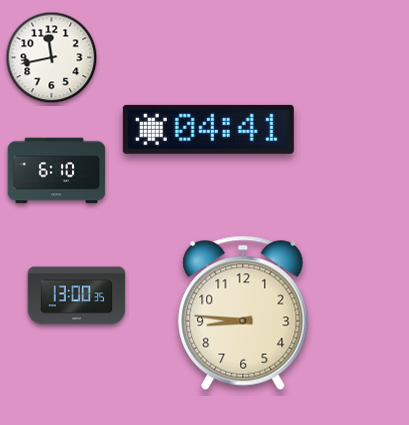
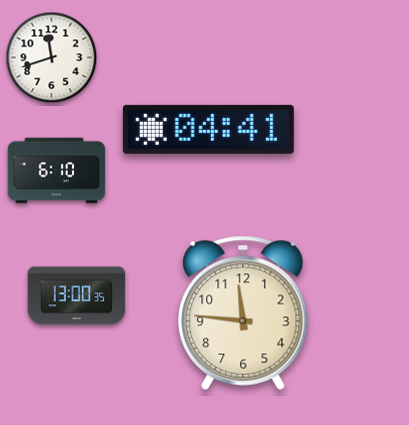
clock at (52, 58): 11:43 -> 11:42
clock at (243, 313): 8:46 -> 11:46
